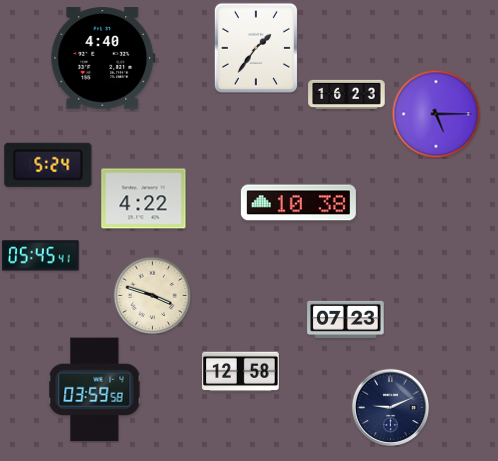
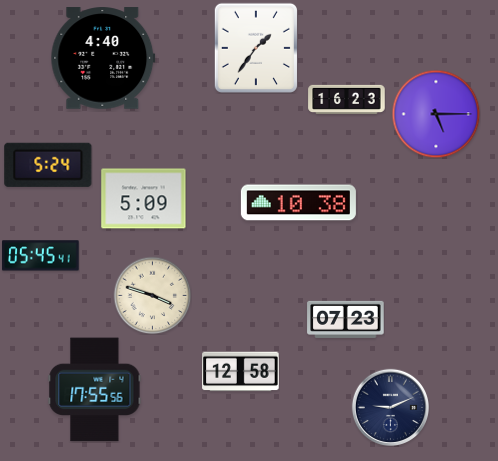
clock at (347, 94) position: (347, 94) -> (347, 99)
clock at (144, 199): 4:22 -> 5:09
clock at (95, 390): 03:59 -> 17:55
